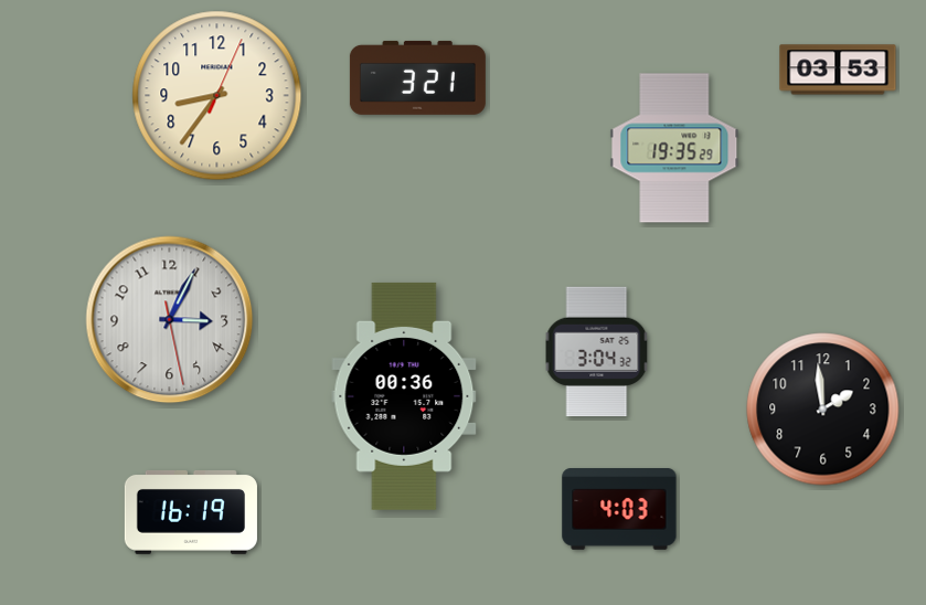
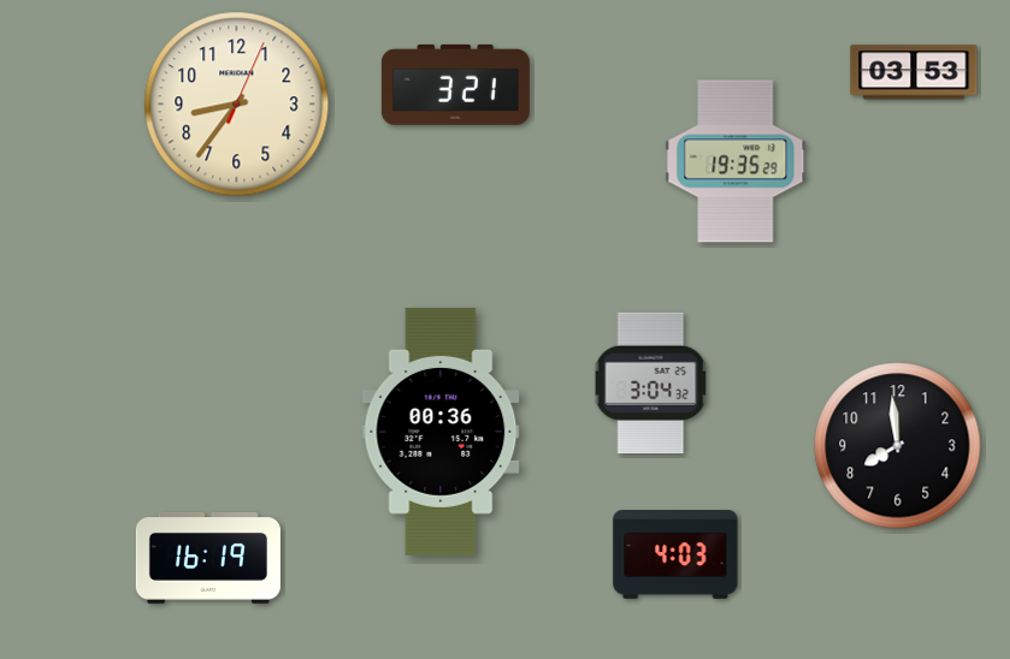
clock at (838, 70) position: (838, 70) -> (914, 72)
clock at (170, 320): 3:04 -> none
clock at (823, 410): 1:59 -> 7:59
